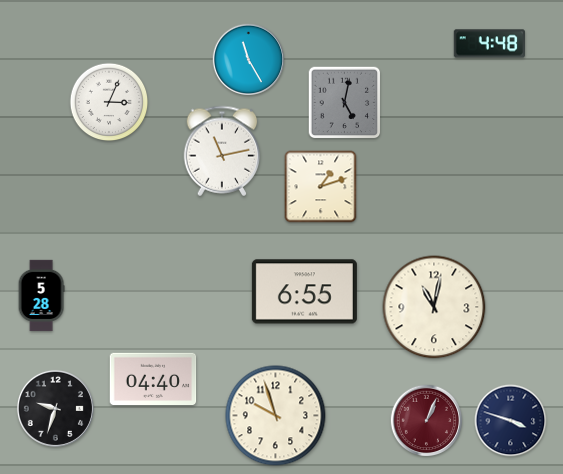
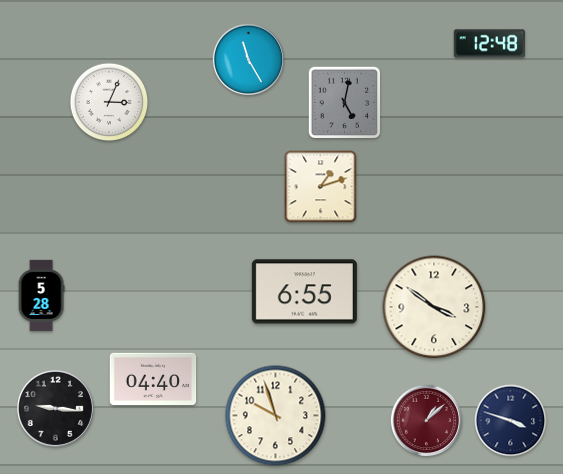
clock at (489, 44): 4:48 -> 12:48
clock at (222, 151): 11:13 -> none
clock at (434, 307): 11:02 -> 3:51
clock at (55, 408): 9:33 -> 9:16
clock at (427, 421): 1:04 -> 1:08
